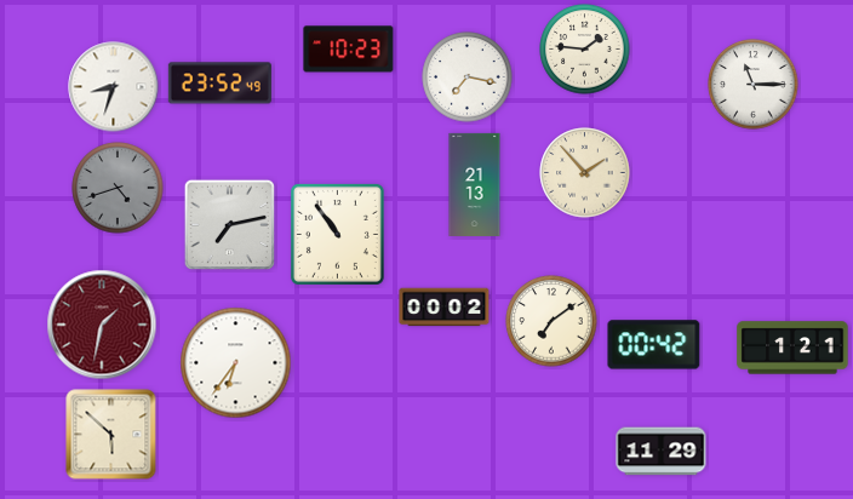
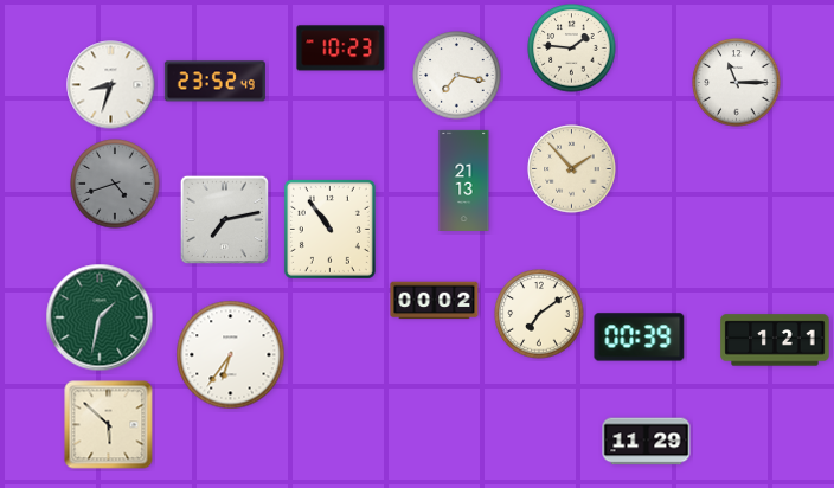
clock at (102, 325) dial: burgundy -> green
clock at (654, 345): 00:42 -> 00:39
